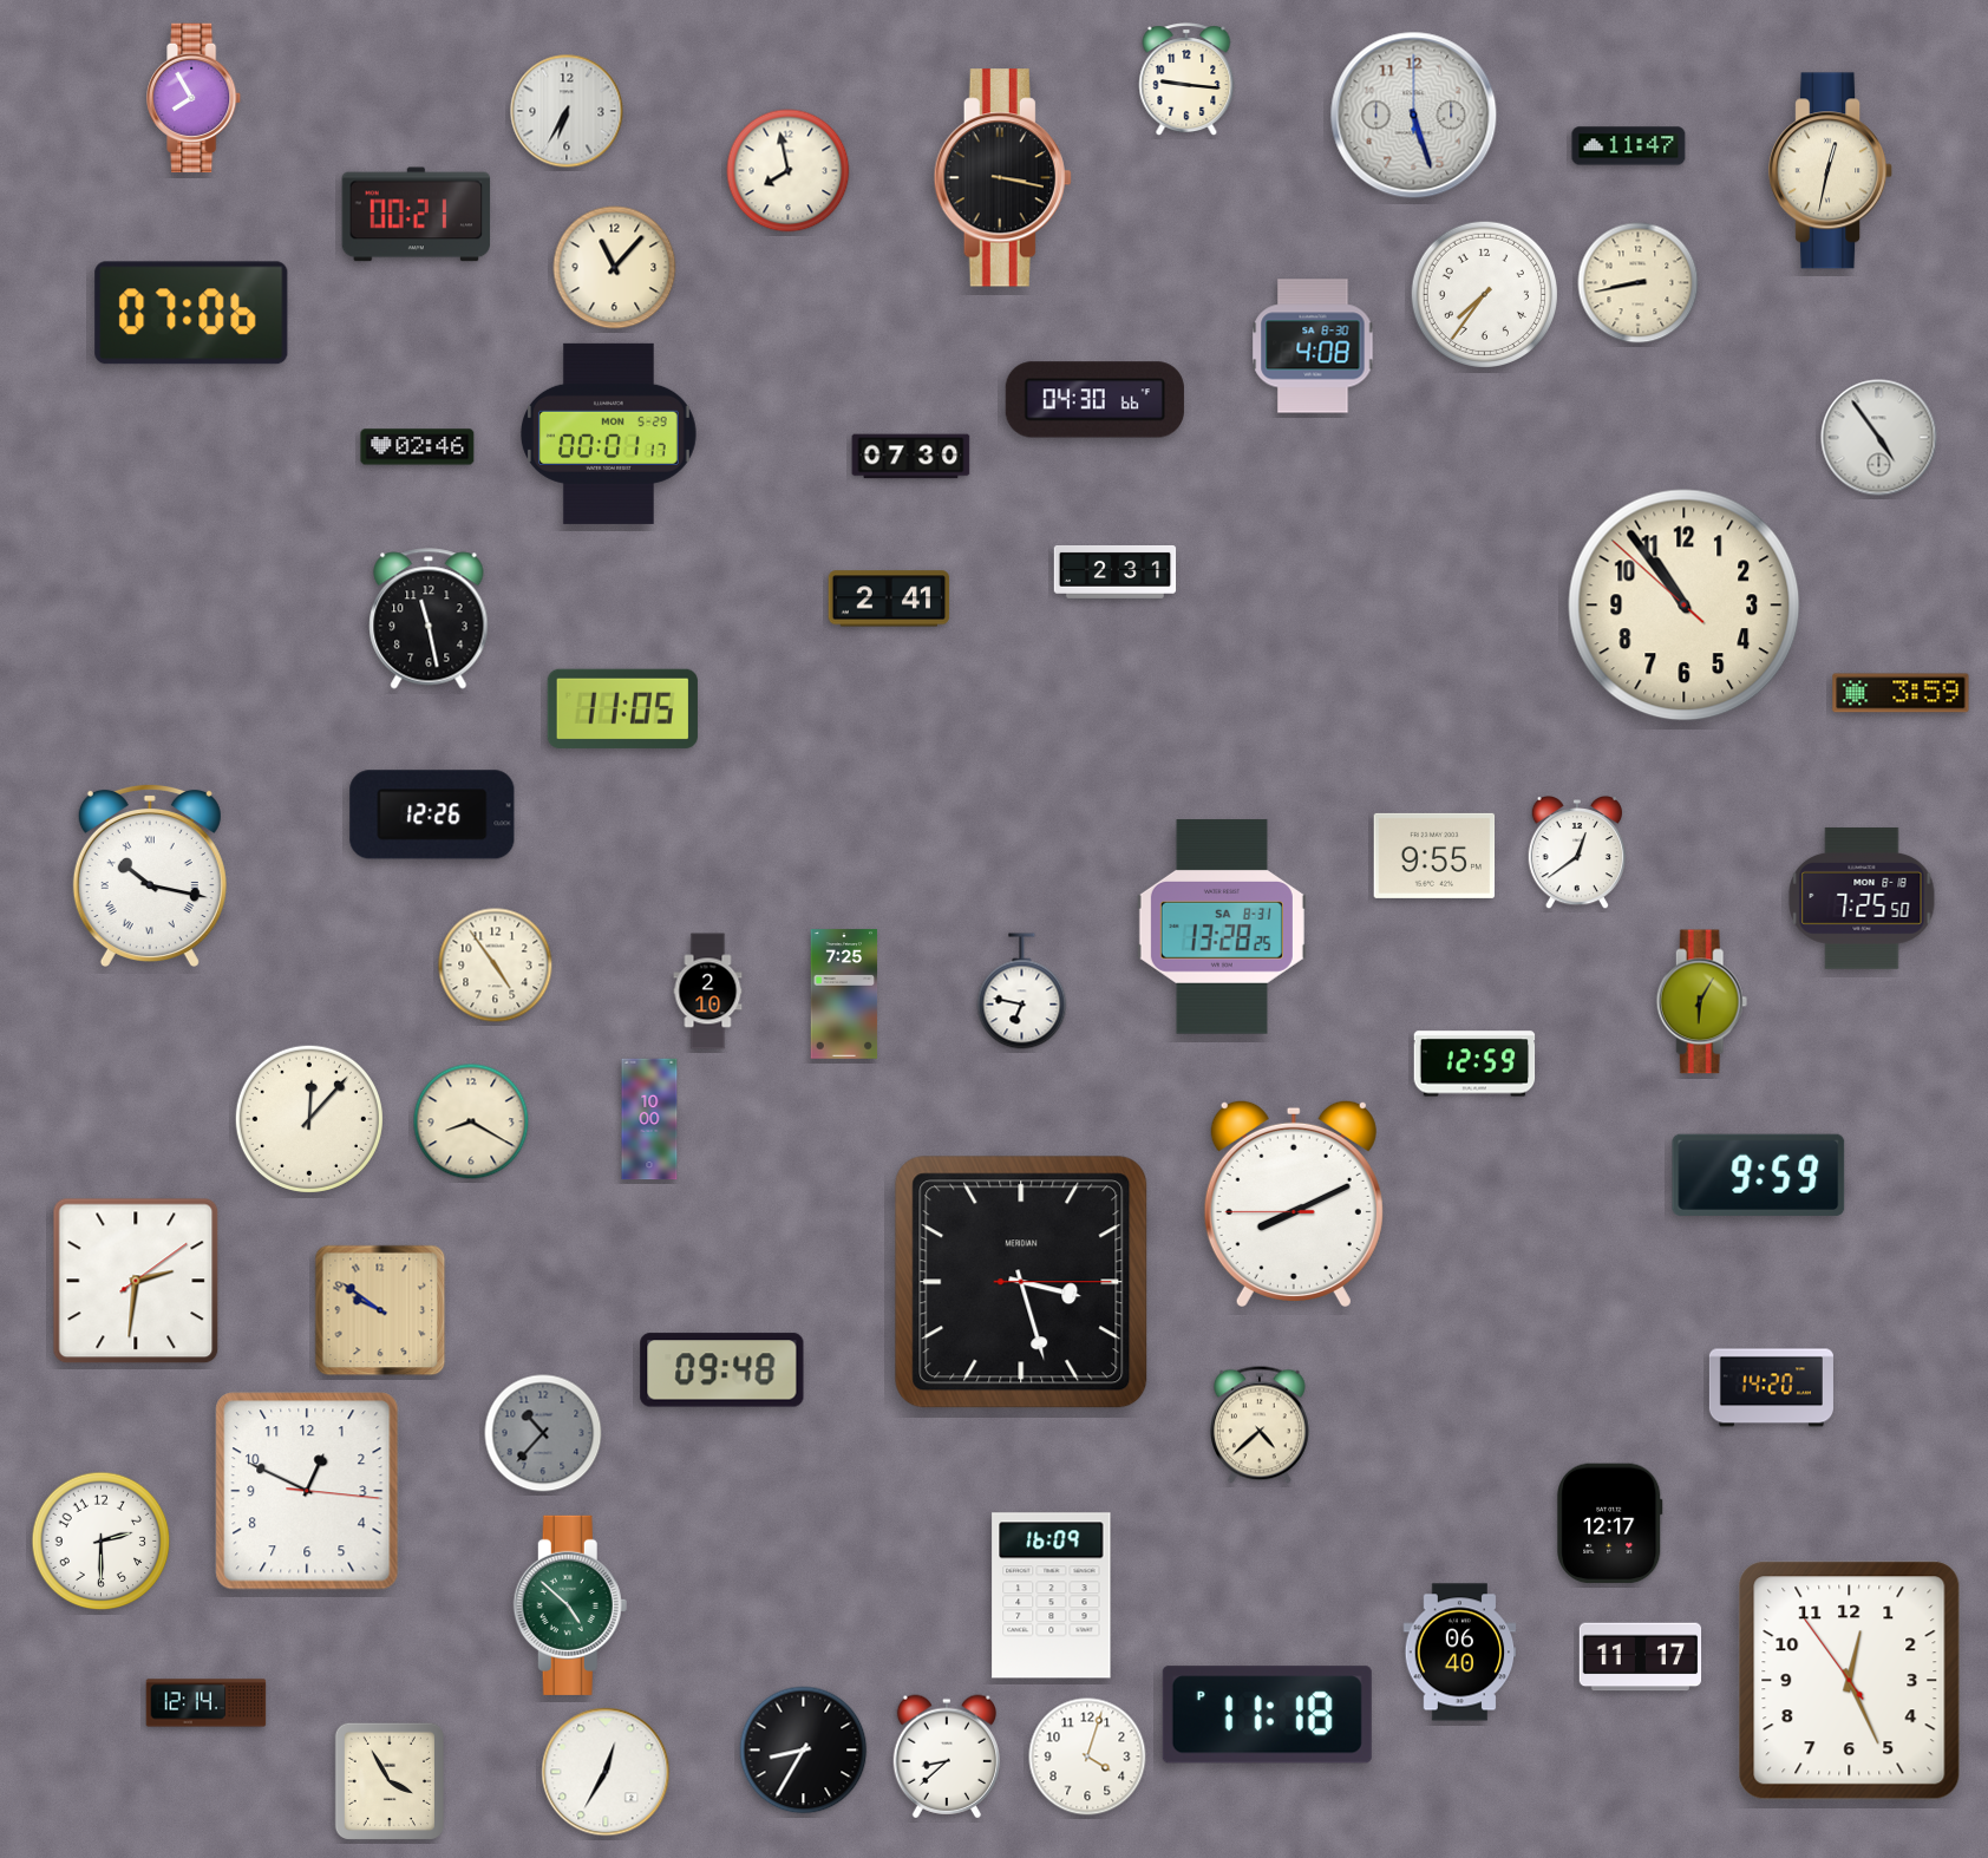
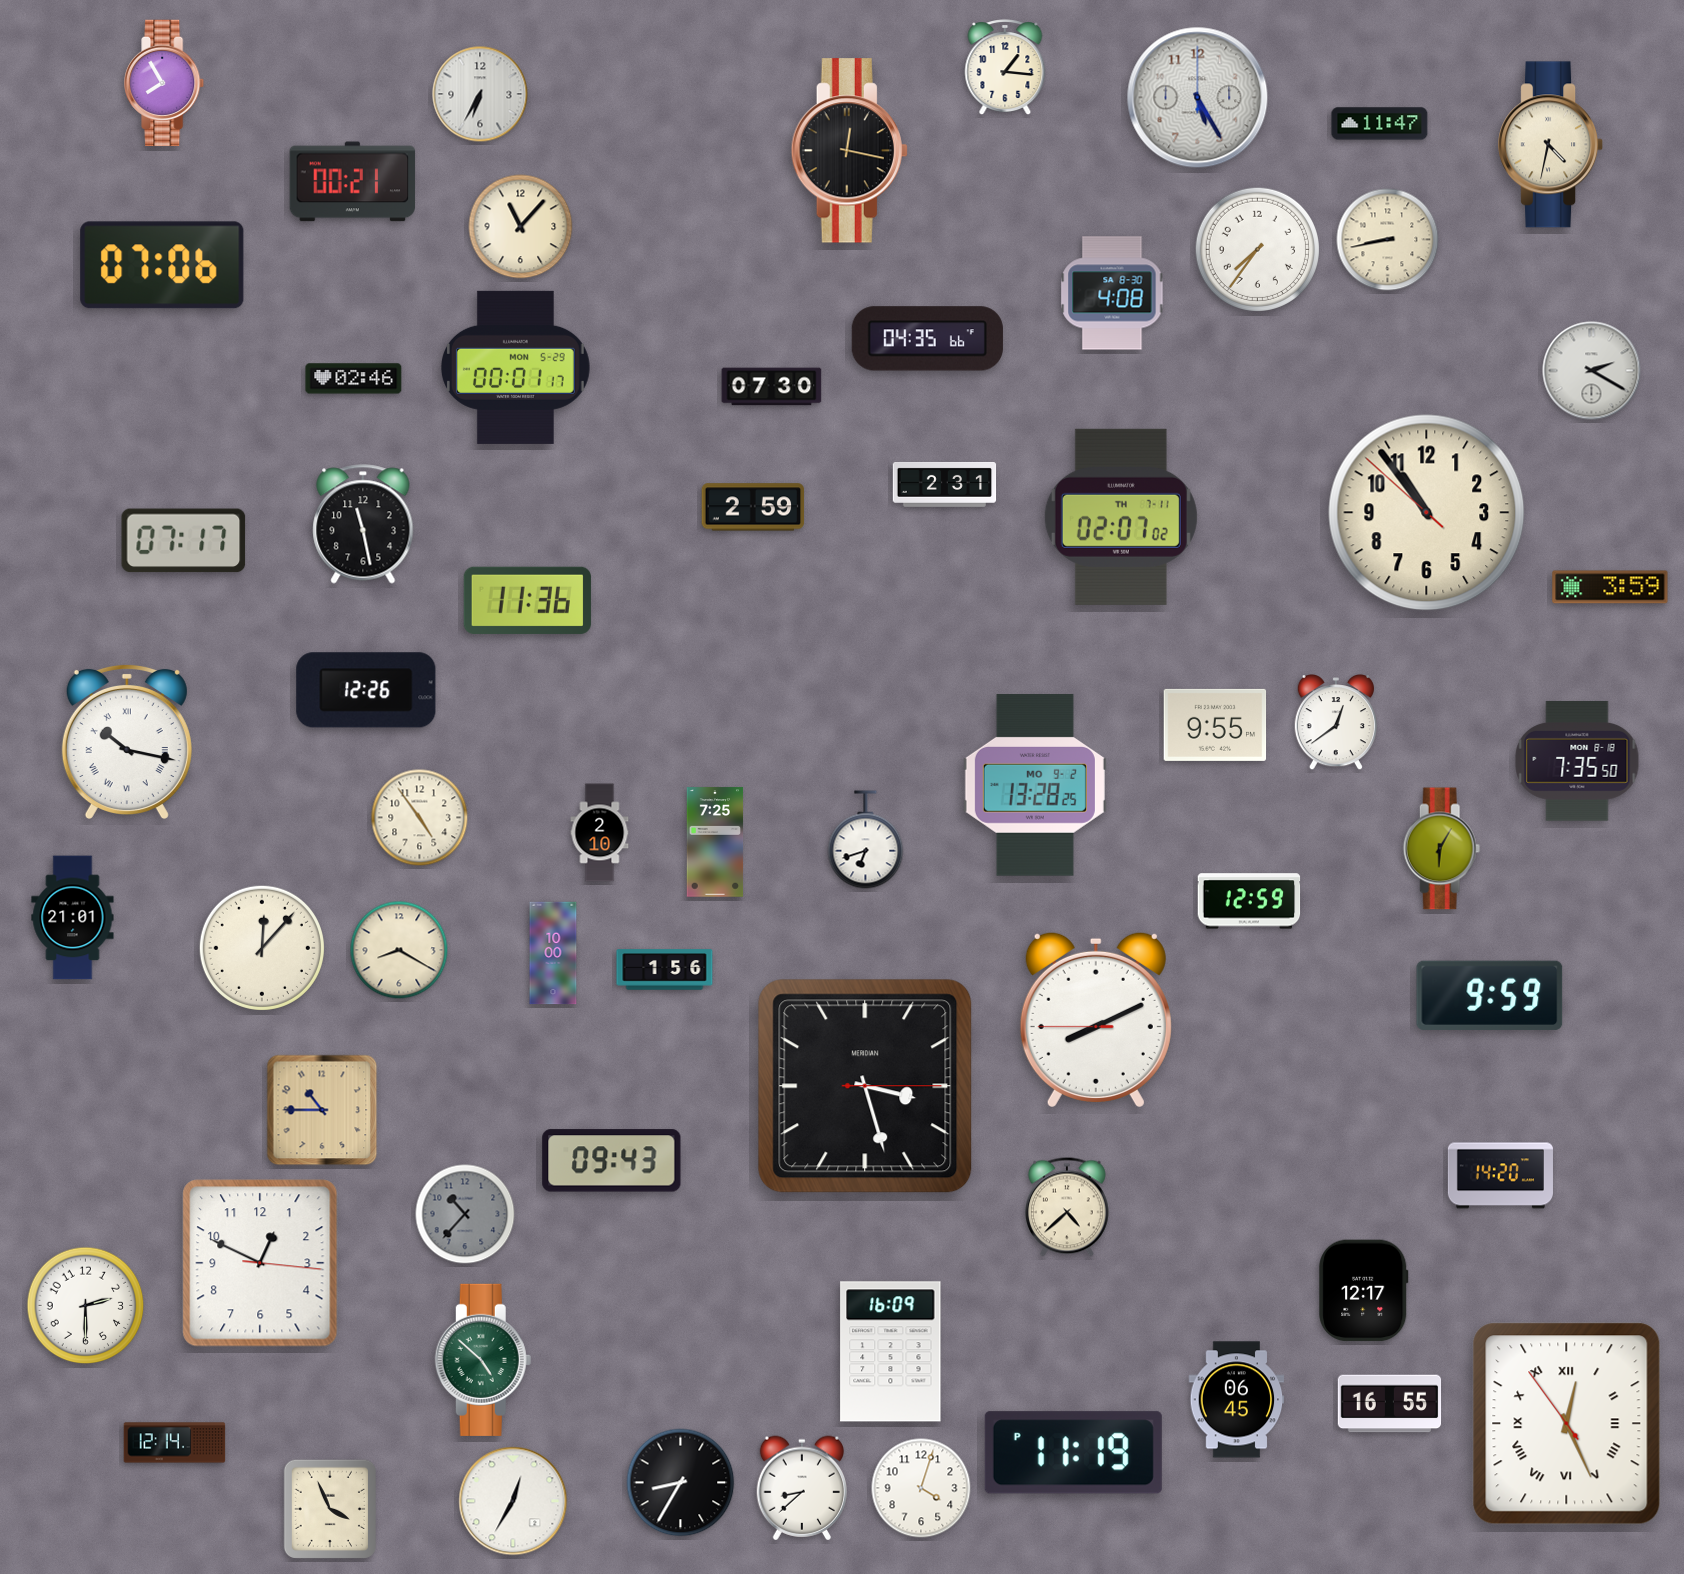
clock at (1186, 79): 9:16 -> 1:16
clock at (1414, 116): 5:27 -> 5:25
clock at (789, 171): 7:58 -> none
clock at (1831, 171): 12:32 -> 4:32
clock at (1002, 178): 3:17 -> 12:17
clock at (1094, 400): 04:30 -> 04:35
clock at (1879, 438): 4:54 -> 2:20
clock at (889, 598): 2:41 -> 2:59
clock at (1121, 517): none -> 02:07
clock at (184, 541): none -> 07:17
clock at (622, 708): 11:05 -> 11:36
clock at (1862, 898): 7:25 -> 7:35
clock at (1222, 927) date: SA 8-31 -> MO 9-2
clock at (708, 992) position: (708, 992) -> (600, 833)
clock at (1022, 992): 6:47 -> 6:42
clock at (73, 918): none -> 21:01
clock at (649, 1119) position: (649, 1119) -> (553, 953)
clock at (665, 970): none -> 1:56
clock at (136, 1281): 2:31 -> none
clock at (380, 1310): 9:51 -> 10:45
clock at (722, 1370): 09:48 -> 09:43
clock at (543, 1433) position: (543, 1433) -> (465, 1214)
clock at (1460, 1653): 06:40 -> 06:45
clock at (1641, 1657): 11:17 -> 16:55
clock at (1850, 1681) numerals: Arabic -> Roman
clock at (1267, 1715): 11:18 -> 11:19
clock at (390, 1780): 3:55 -> 3:56
